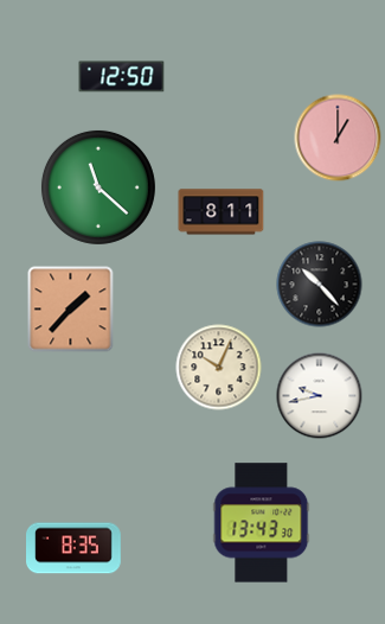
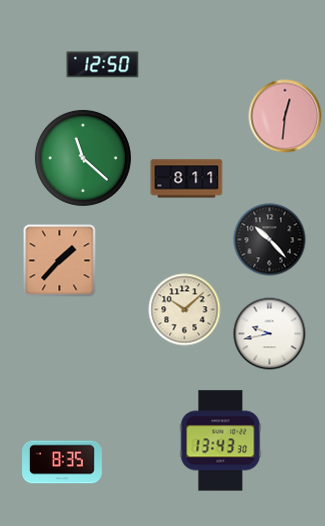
clock at (338, 138): 1:00 -> 12:31
clock at (219, 368): 10:04 -> 10:08
